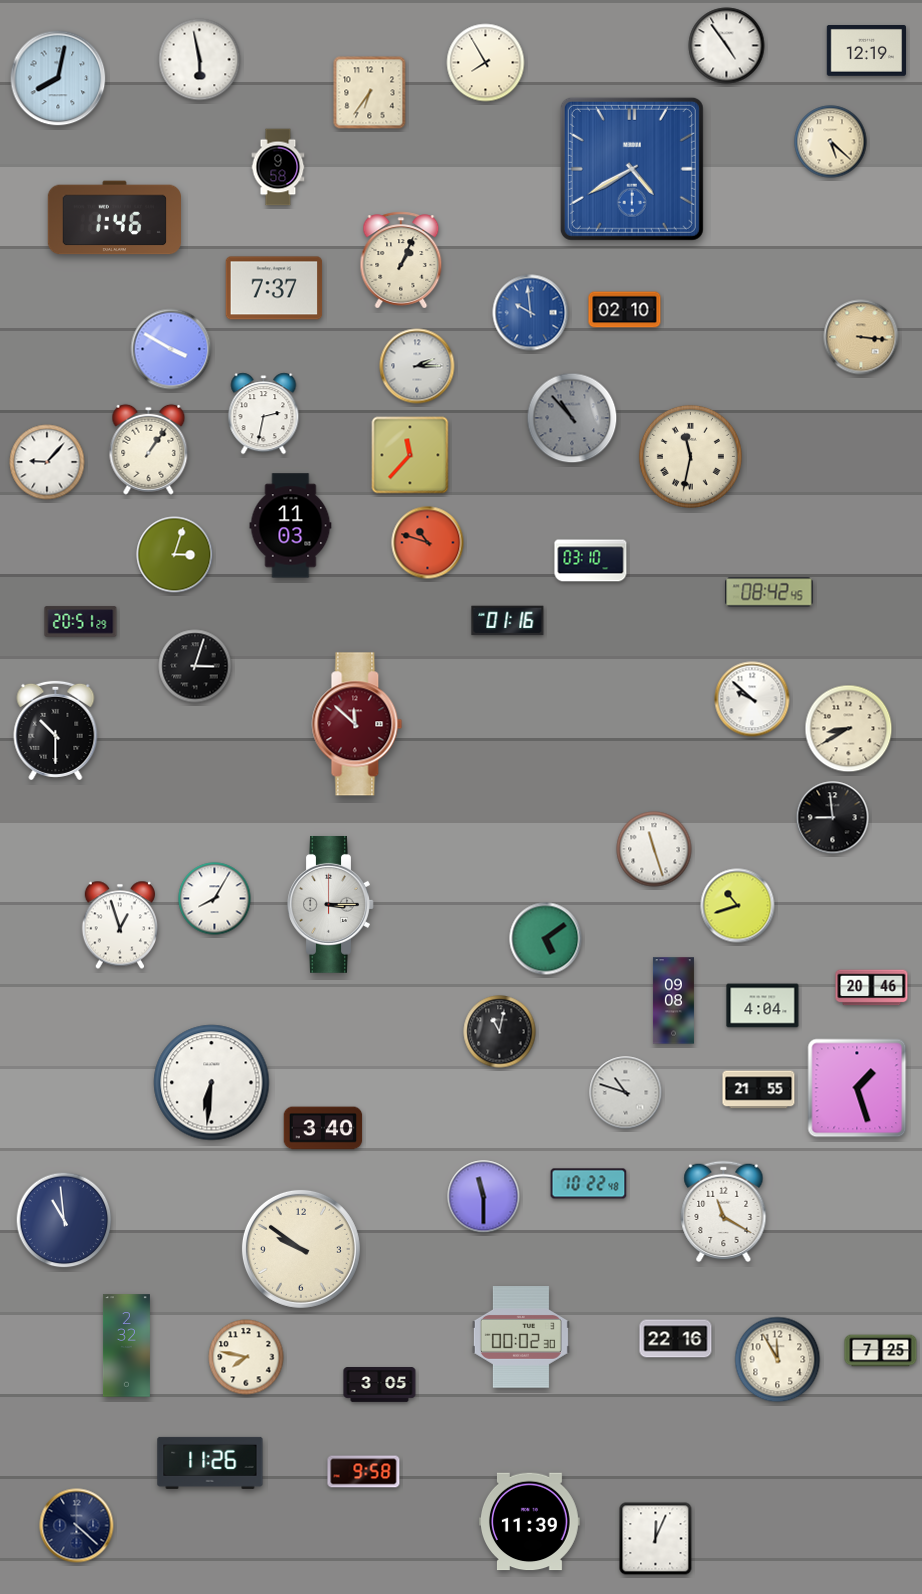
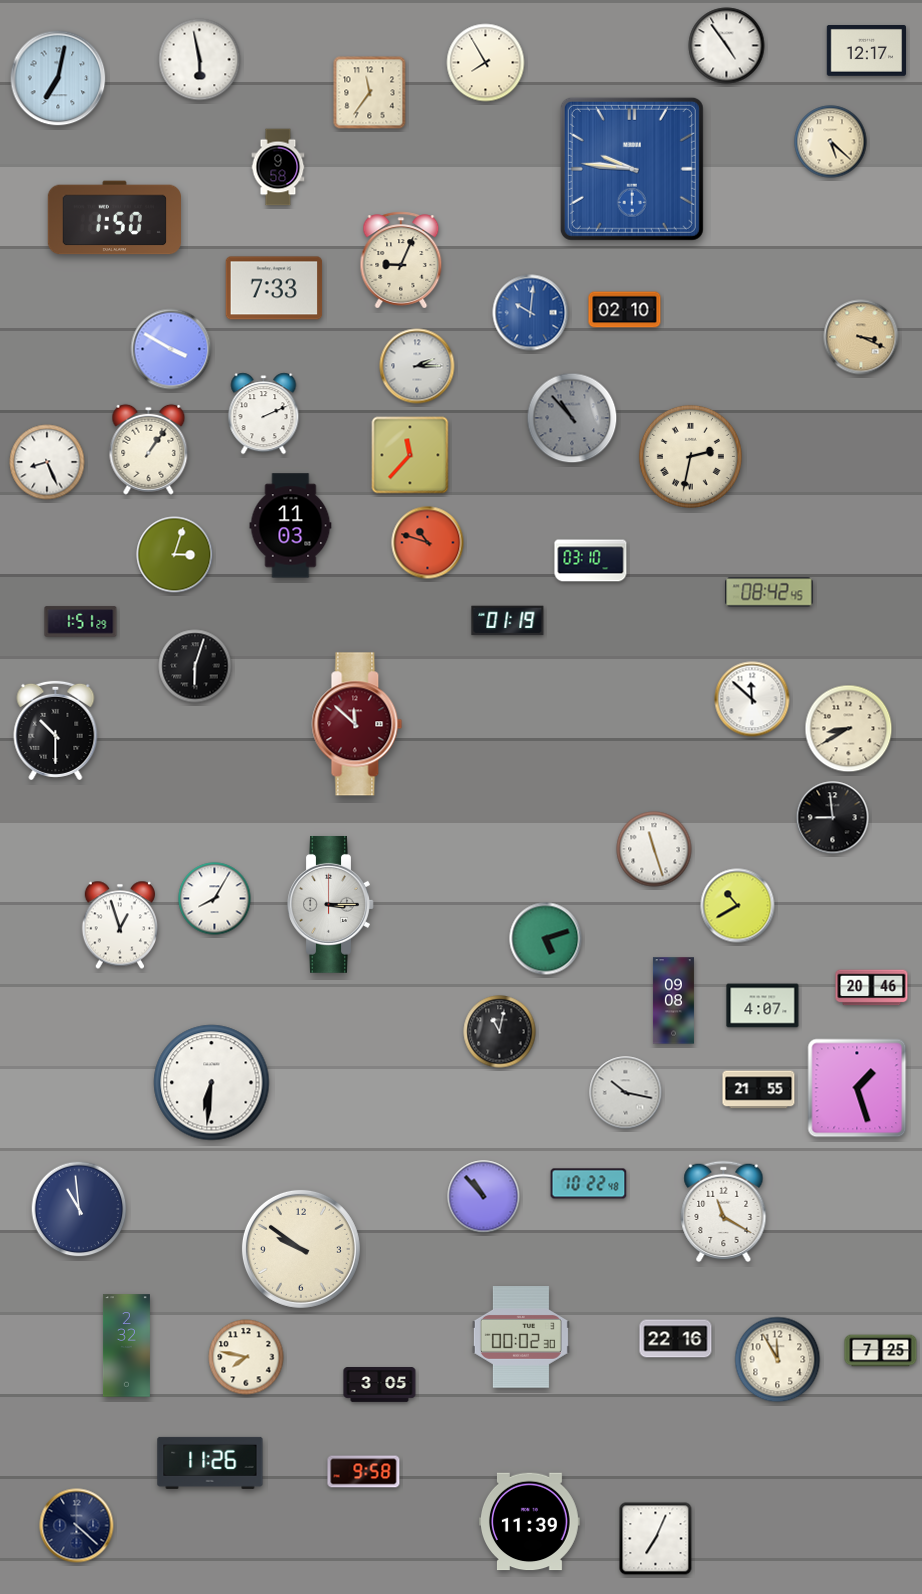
clock at (866, 51): 12:19 -> 12:17
clock at (58, 78): 8:02 -> 7:02
clock at (370, 93): 6:36 -> 11:36
clock at (632, 169): 4:40 -> 9:46
clock at (114, 218): 1:46 -> 1:50
clock at (401, 260): 1:04 -> 9:04
clock at (274, 288): 7:37 -> 7:33
clock at (531, 313): 9:59 -> 10:01
clock at (861, 337): 3:16 -> 3:19
clock at (264, 414): 2:32 -> 2:11
clock at (690, 456): 11:32 -> 2:32
clock at (47, 462): 9:07 -> 8:26
clock at (508, 621): 01:16 -> 01:19
clock at (81, 622): 20:51 -> 1:51
clock at (195, 666): 3:03 -> 6:03
clock at (752, 699): 9:52 -> 11:52
clock at (738, 906): 10:42 -> 10:40
clock at (546, 939): 5:09 -> 5:12
clock at (763, 1006): 4:04 -> 4:07
clock at (626, 1093): 10:48 -> 10:17
clock at (323, 1128): 3:40 -> none
clock at (484, 1197): 11:30 -> 10:53
clock at (64, 1220) position: (64, 1220) -> (79, 1209)
clock at (656, 1539): 12:04 -> 7:04
